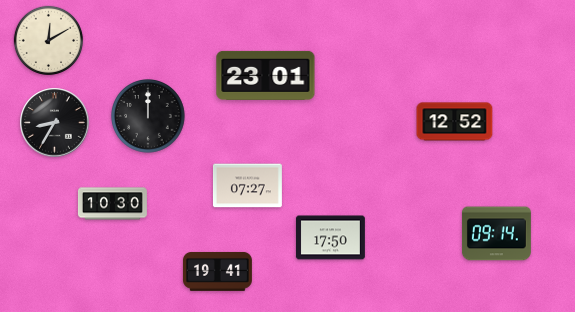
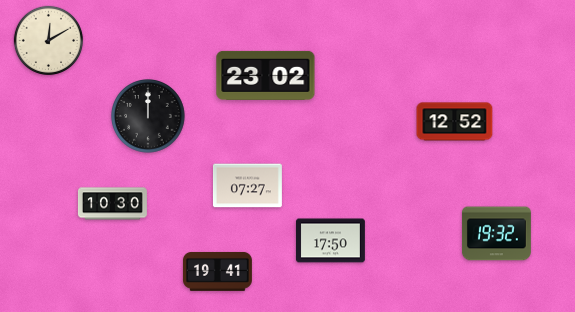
clock at (266, 75): 23:01 -> 23:02
clock at (55, 123): 8:35 -> none
clock at (496, 234): 09:14 -> 19:32
clock at (330, 238) position: (330, 238) -> (330, 241)
